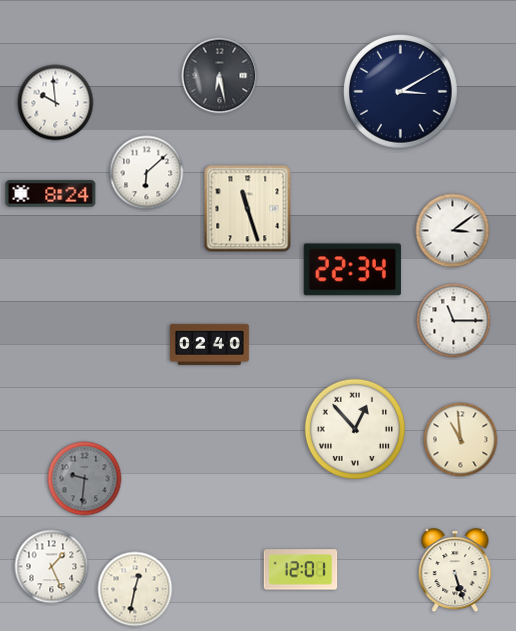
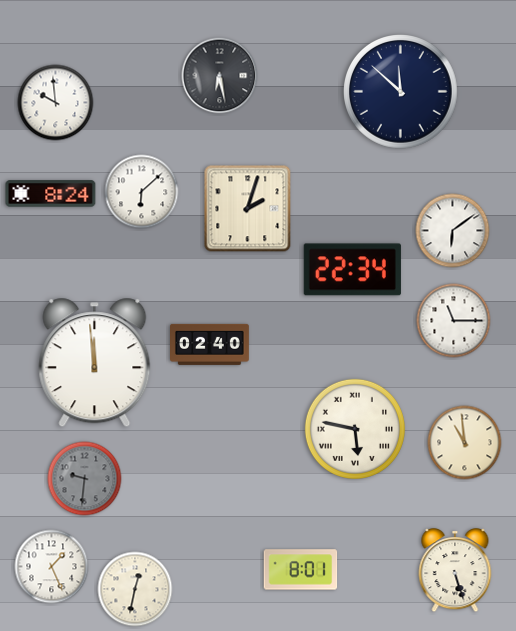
clock at (401, 92): 3:10 -> 11:52
clock at (147, 173) position: (147, 173) -> (142, 192)
clock at (248, 209): 11:27 -> 2:03
clock at (453, 231): 3:09 -> 6:09
clock at (95, 363): none -> 11:59
clock at (355, 429): 12:53 -> 5:47
clock at (461, 440) position: (461, 440) -> (465, 443)
clock at (301, 570): 12:01 -> 8:01
